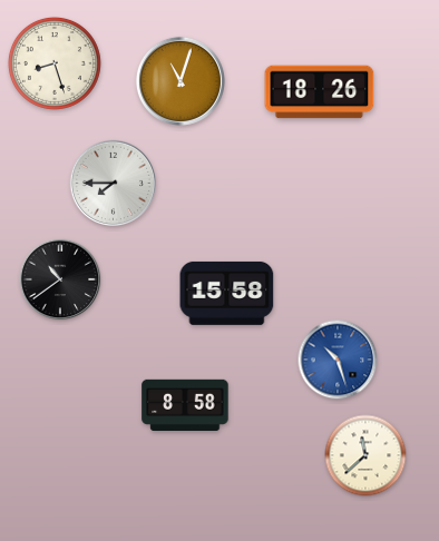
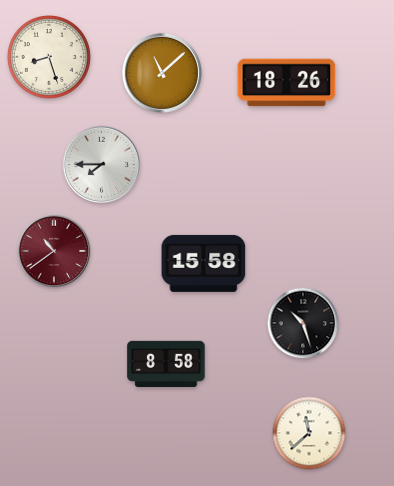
clock at (181, 81): 11:03 -> 11:08
clock at (60, 279) dial: black -> burgundy
clock at (338, 360) dial: blue -> black
clock at (365, 455) position: (365, 455) -> (309, 433)
